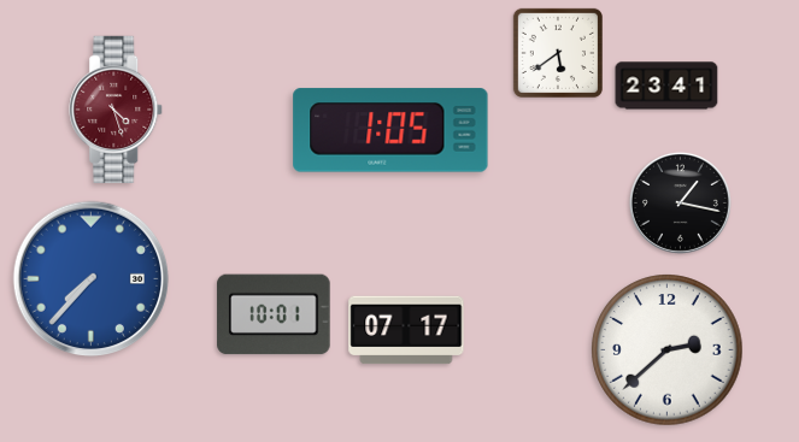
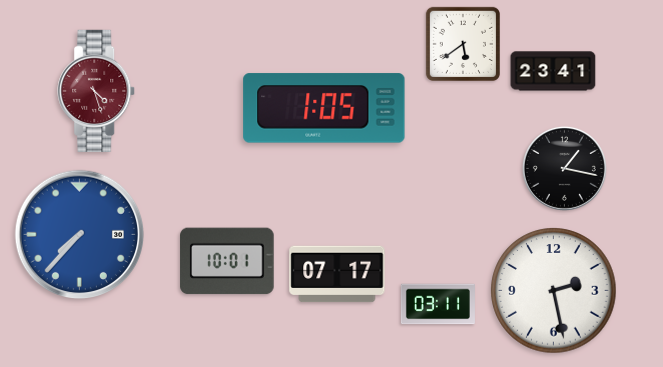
clock at (90, 278) position: (90, 278) -> (79, 234)
clock at (668, 350): 2:38 -> 2:28
clock at (438, 304): none -> 03:11
